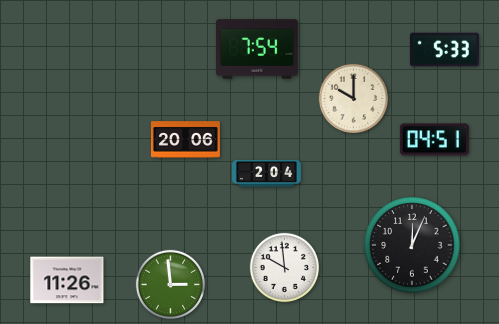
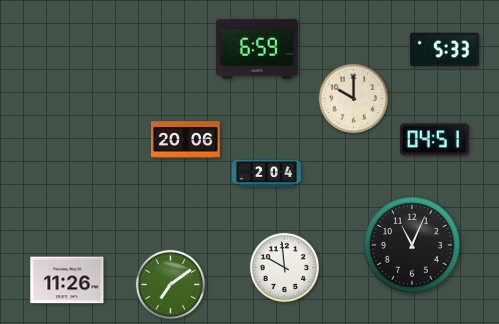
clock at (258, 49): 7:54 -> 6:59
clock at (412, 245): 12:04 -> 11:04
clock at (171, 285): 2:59 -> 7:09
